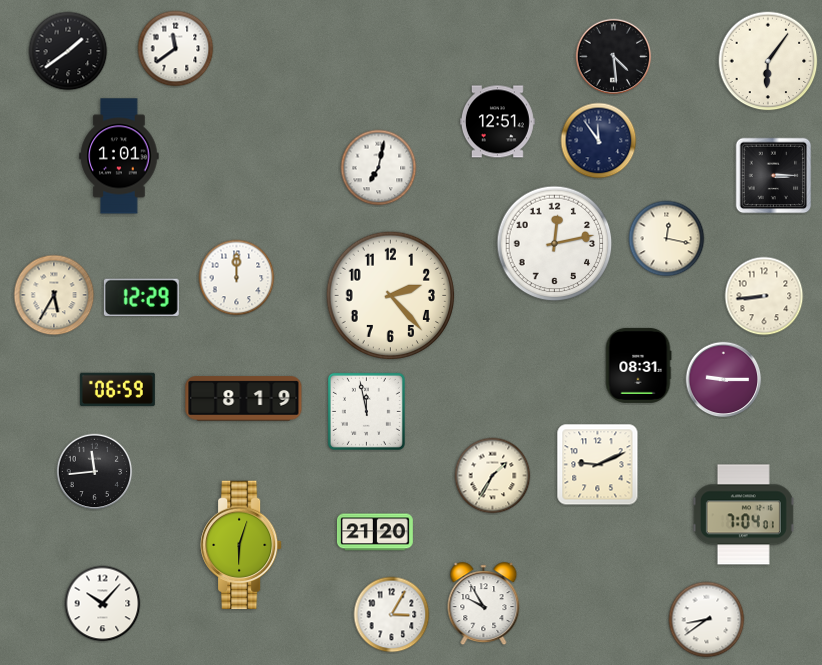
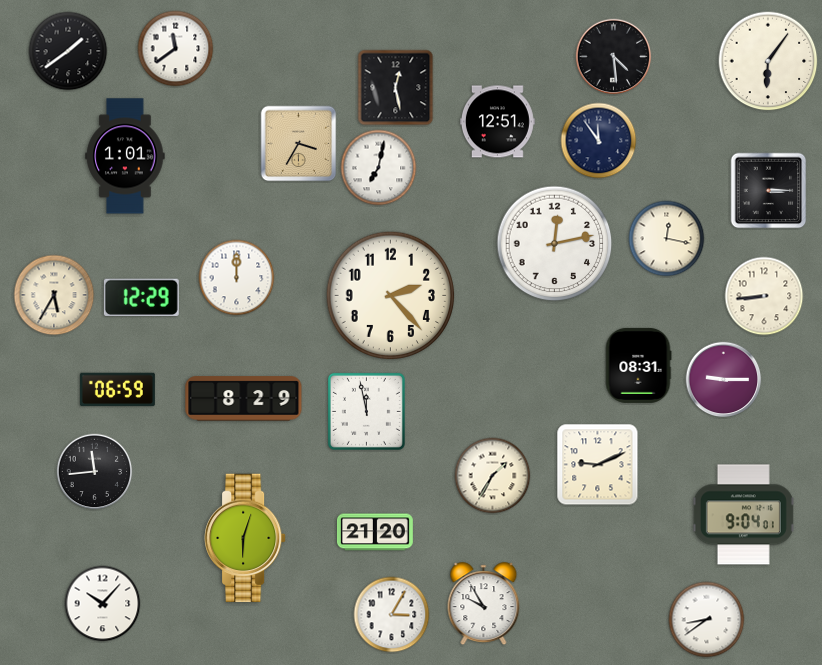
clock at (396, 88): none -> 12:28
clock at (299, 144): none -> 3:35
clock at (119, 156) position: (119, 156) -> (125, 156)
clock at (774, 176) position: (774, 176) -> (769, 191)
clock at (244, 399): 8:19 -> 8:29
clock at (743, 515): 7:04 -> 9:04
clock at (241, 545) position: (241, 545) -> (245, 538)
